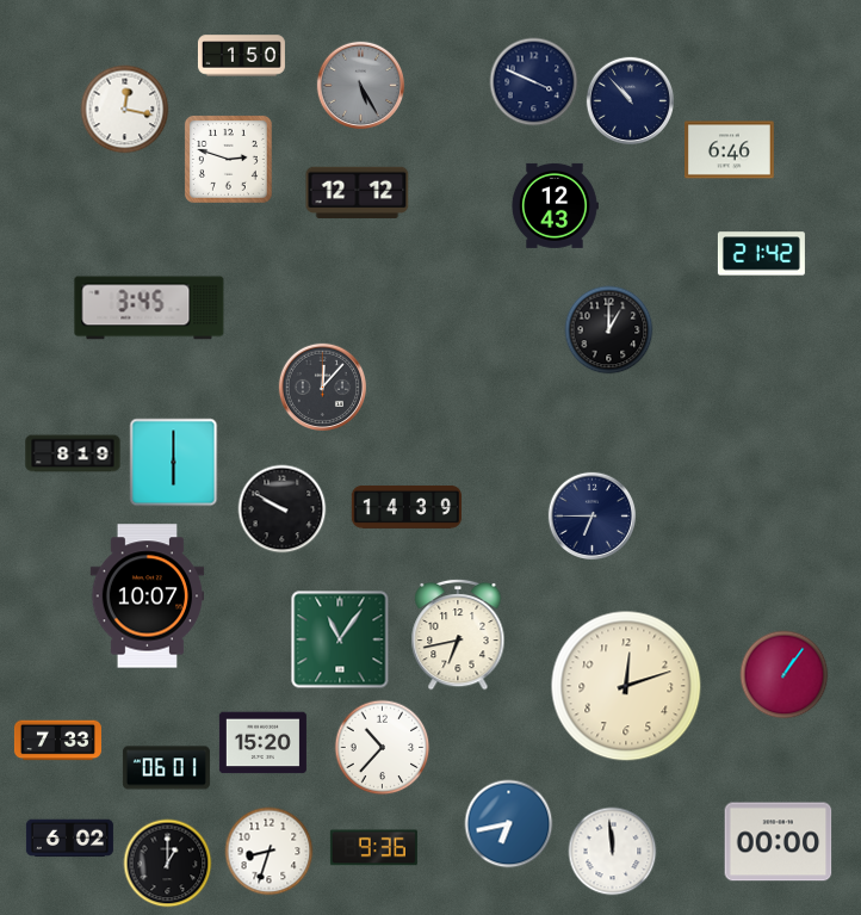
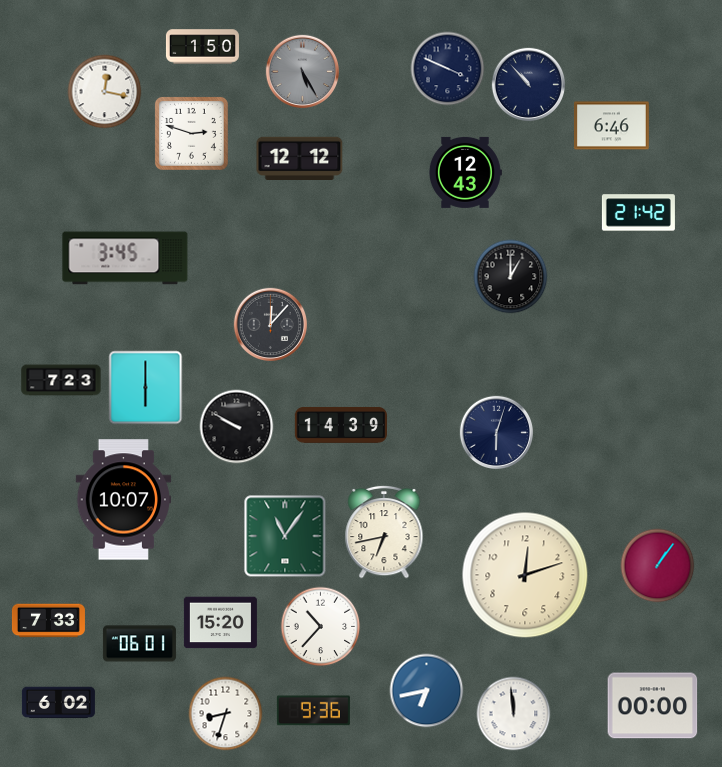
clock at (358, 192) position: (358, 192) -> (300, 158)
clock at (73, 453): 8:19 -> 7:23
clock at (591, 515): 6:45 -> 6:03
clock at (168, 864): 1:00 -> none
